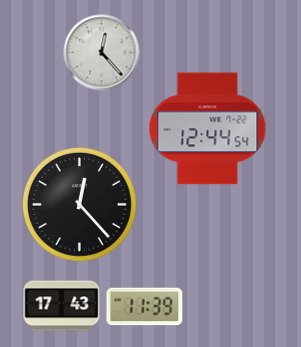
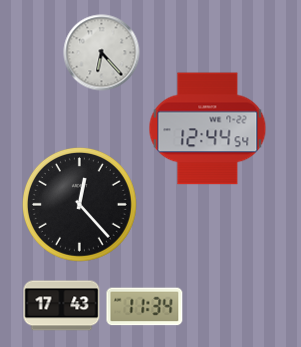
clock at (102, 53): 12:23 -> 6:23
clock at (145, 307): 11:39 -> 11:34
